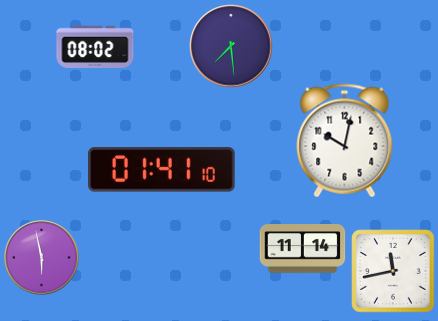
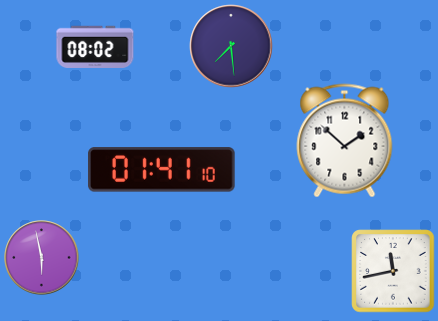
clock at (345, 141): 10:02 -> 1:52
clock at (303, 249): 11:14 -> none
